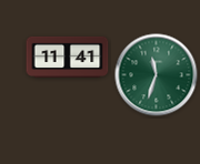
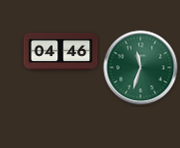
clock at (68, 57): 11:41 -> 04:46
